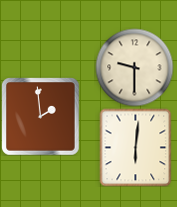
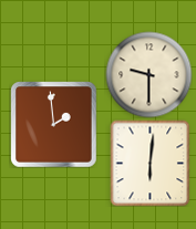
clock at (40, 116) position: (40, 116) -> (53, 124)
